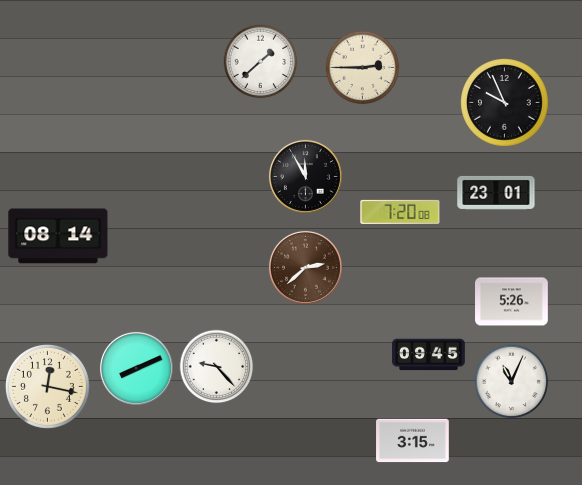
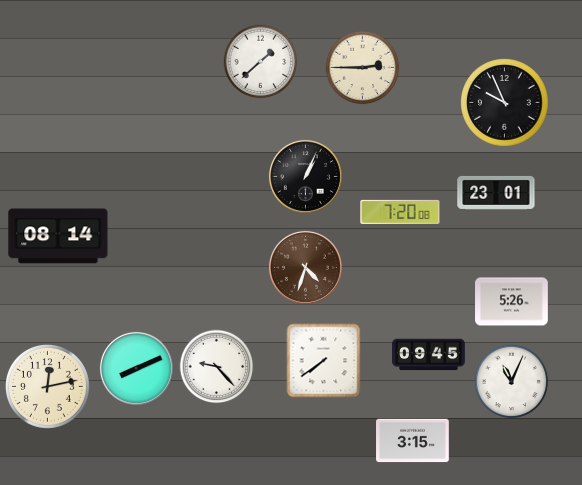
clock at (305, 176): 11:55 -> 1:04
clock at (305, 267): 2:38 -> 4:33
clock at (324, 361): none -> 7:39
clock at (47, 386): 12:17 -> 12:13
